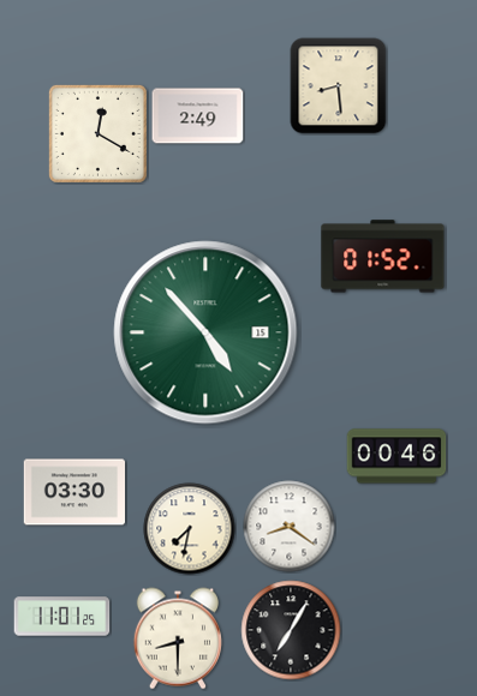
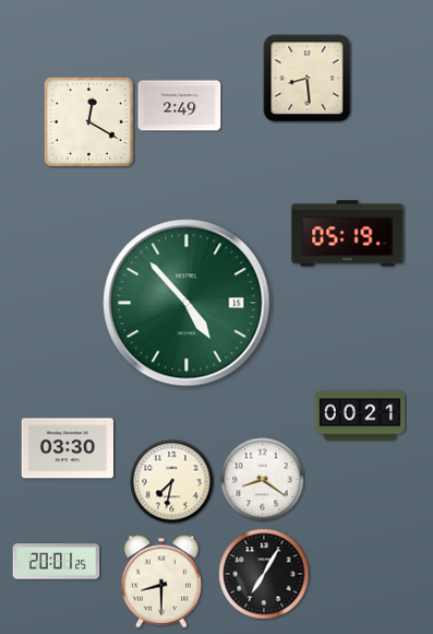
clock at (383, 257): 01:52 -> 05:19
clock at (396, 456): 00:46 -> 00:21
clock at (62, 617): 11:01 -> 20:01
